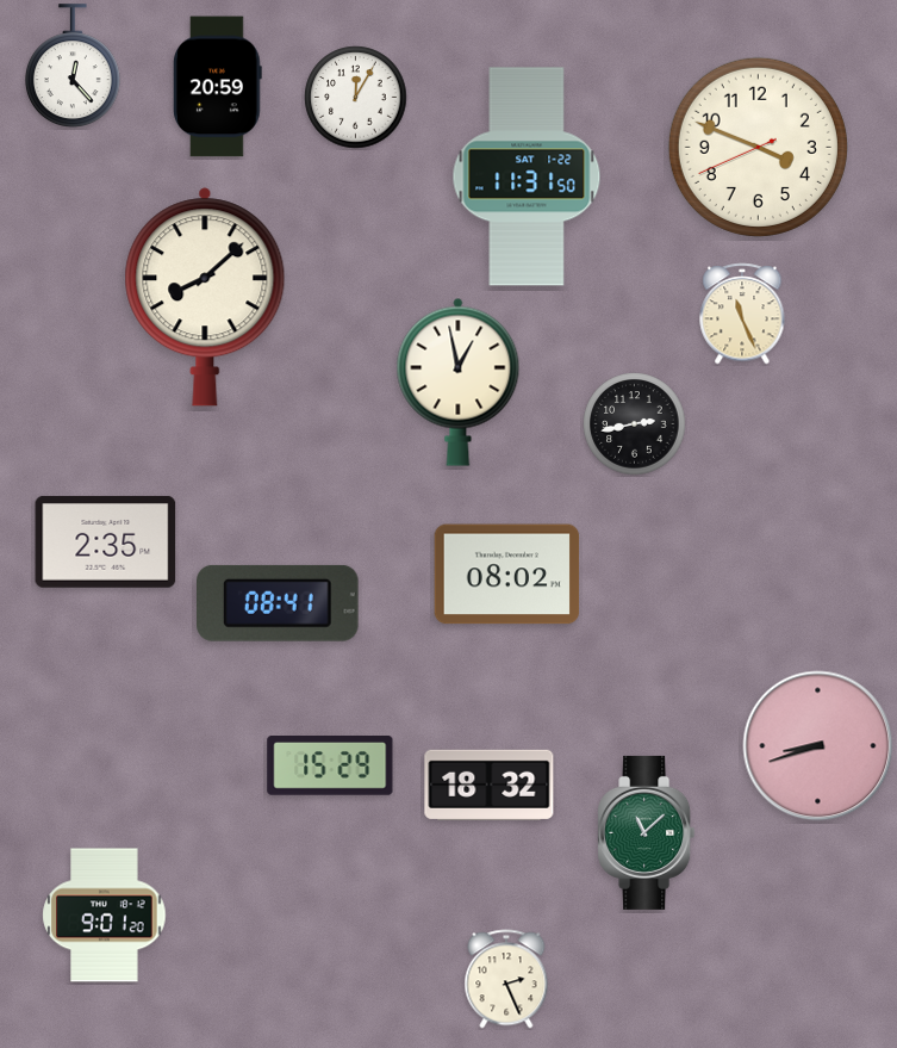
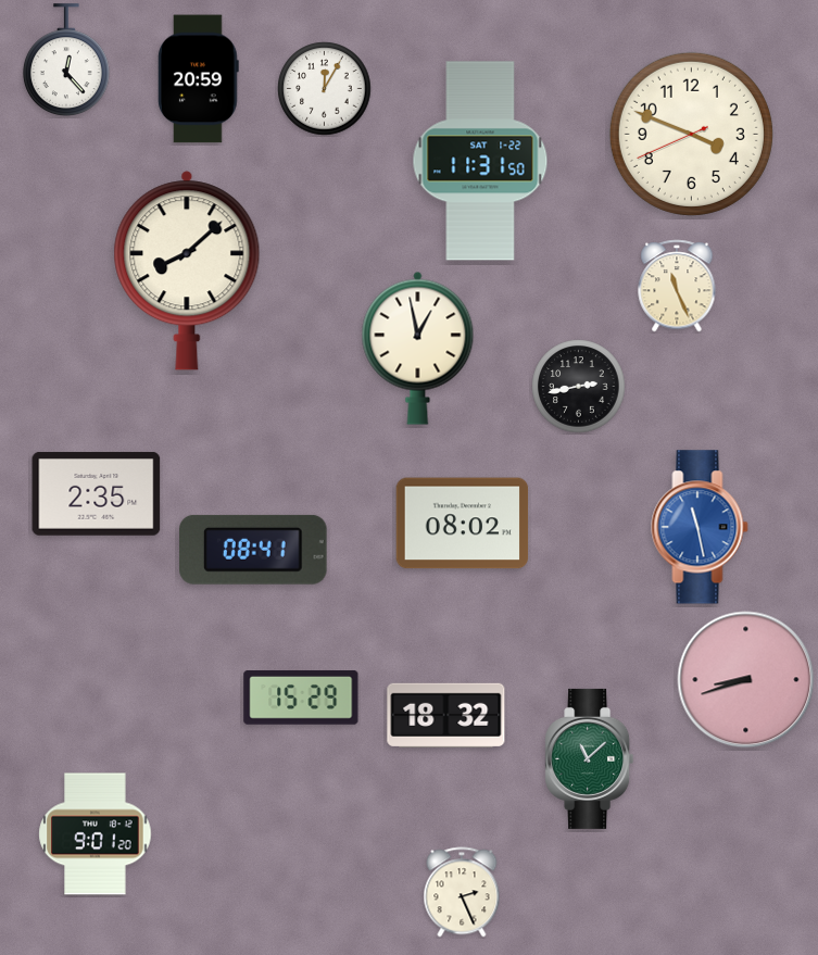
clock at (700, 527): none -> 11:28
